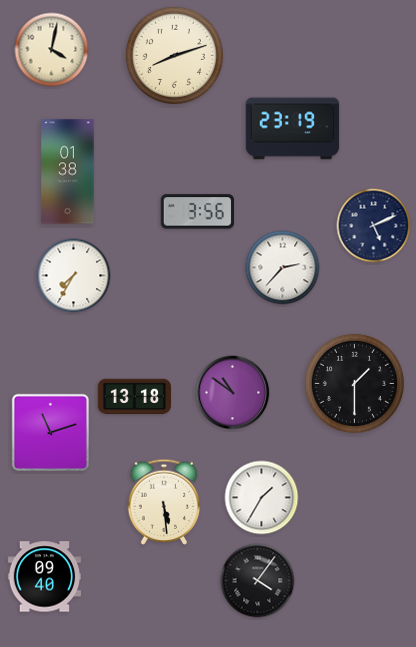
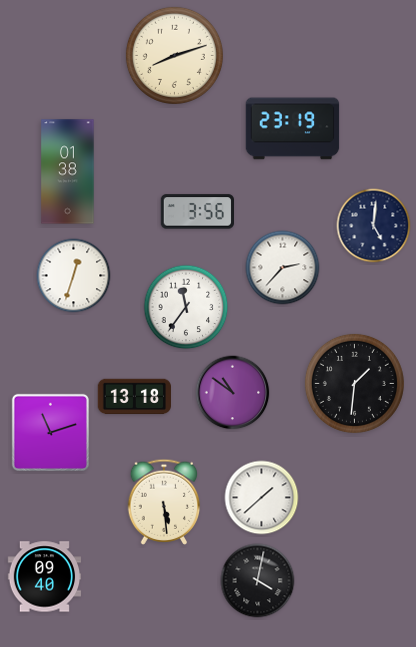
clock at (52, 50): 4:02 -> none
clock at (374, 226): 5:11 -> 5:01
clock at (74, 276): 7:35 -> 12:33
clock at (186, 307): none -> 11:36
clock at (354, 383): 1:30 -> 1:31
clock at (262, 498): 1:35 -> 1:38
clock at (258, 581): 4:06 -> 4:02
